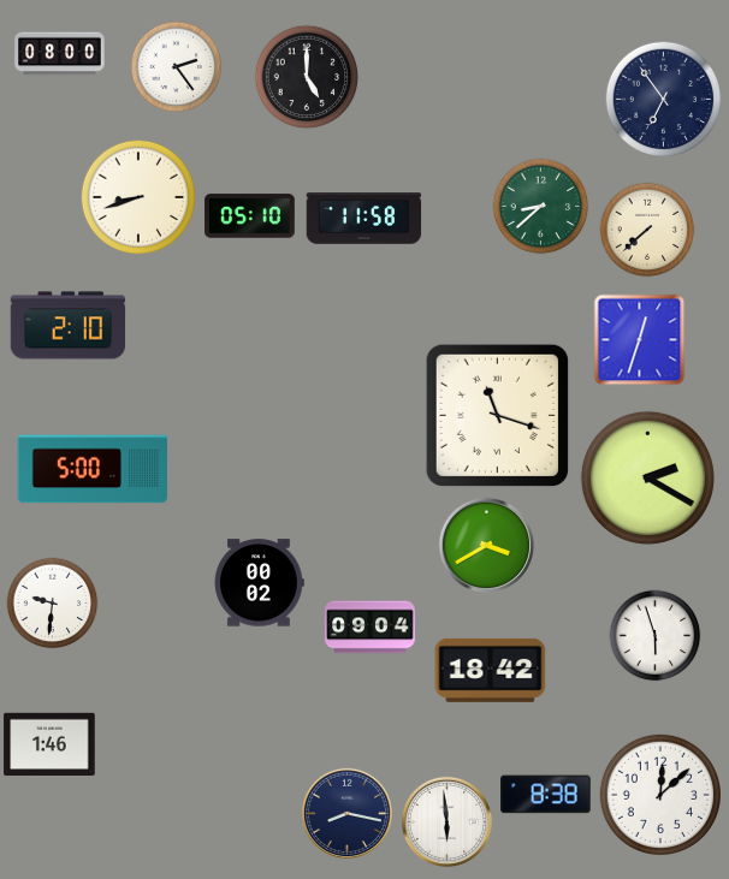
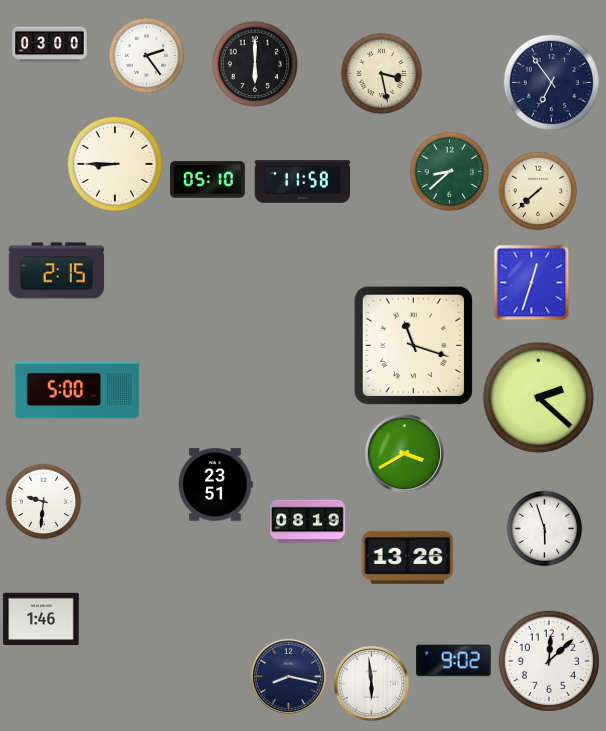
clock at (60, 54): 08:00 -> 03:00
clock at (307, 77): 5:00 -> 6:00
clock at (382, 74): none -> 3:28
clock at (138, 197): 8:42 -> 8:45
clock at (69, 326): 2:10 -> 2:15
clock at (647, 477): 2:20 -> 2:22
clock at (259, 583): 00:02 -> 23:51
clock at (371, 628): 09:04 -> 08:19
clock at (491, 670): 18:42 -> 13:26
clock at (546, 795): 8:38 -> 9:02
